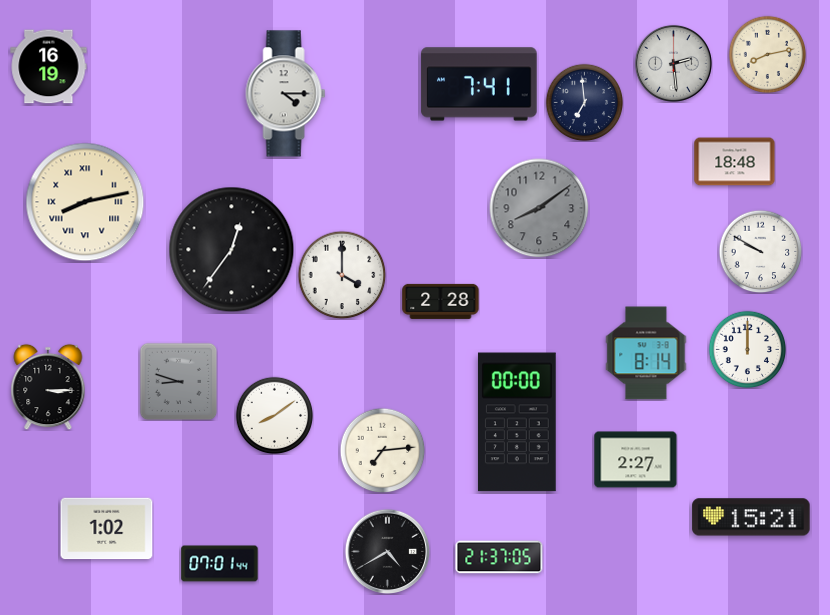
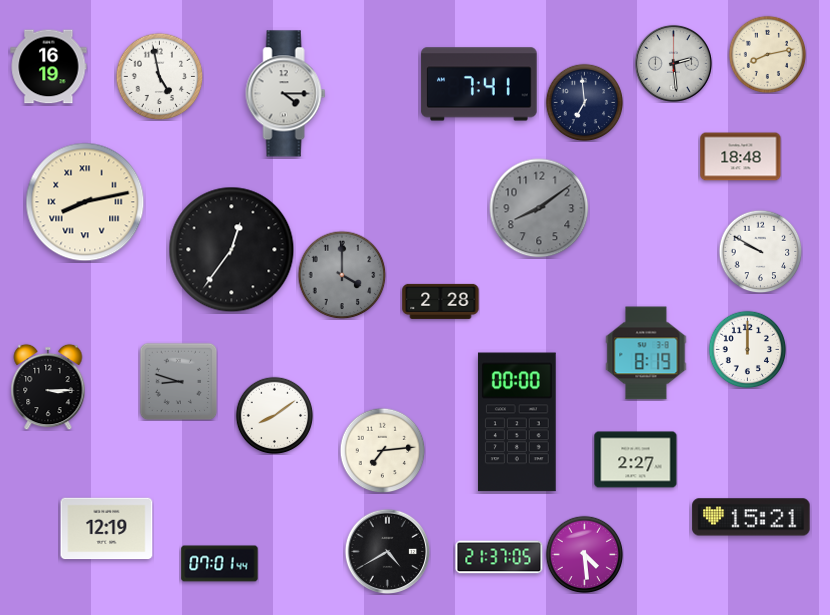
clock at (159, 76): none -> 4:58
clock at (735, 162) position: (735, 162) -> (741, 157)
clock at (342, 275) dial: white -> grey
clock at (646, 353): 8:14 -> 8:19
clock at (107, 529): 1:02 -> 12:19
clock at (584, 554): none -> 4:29
